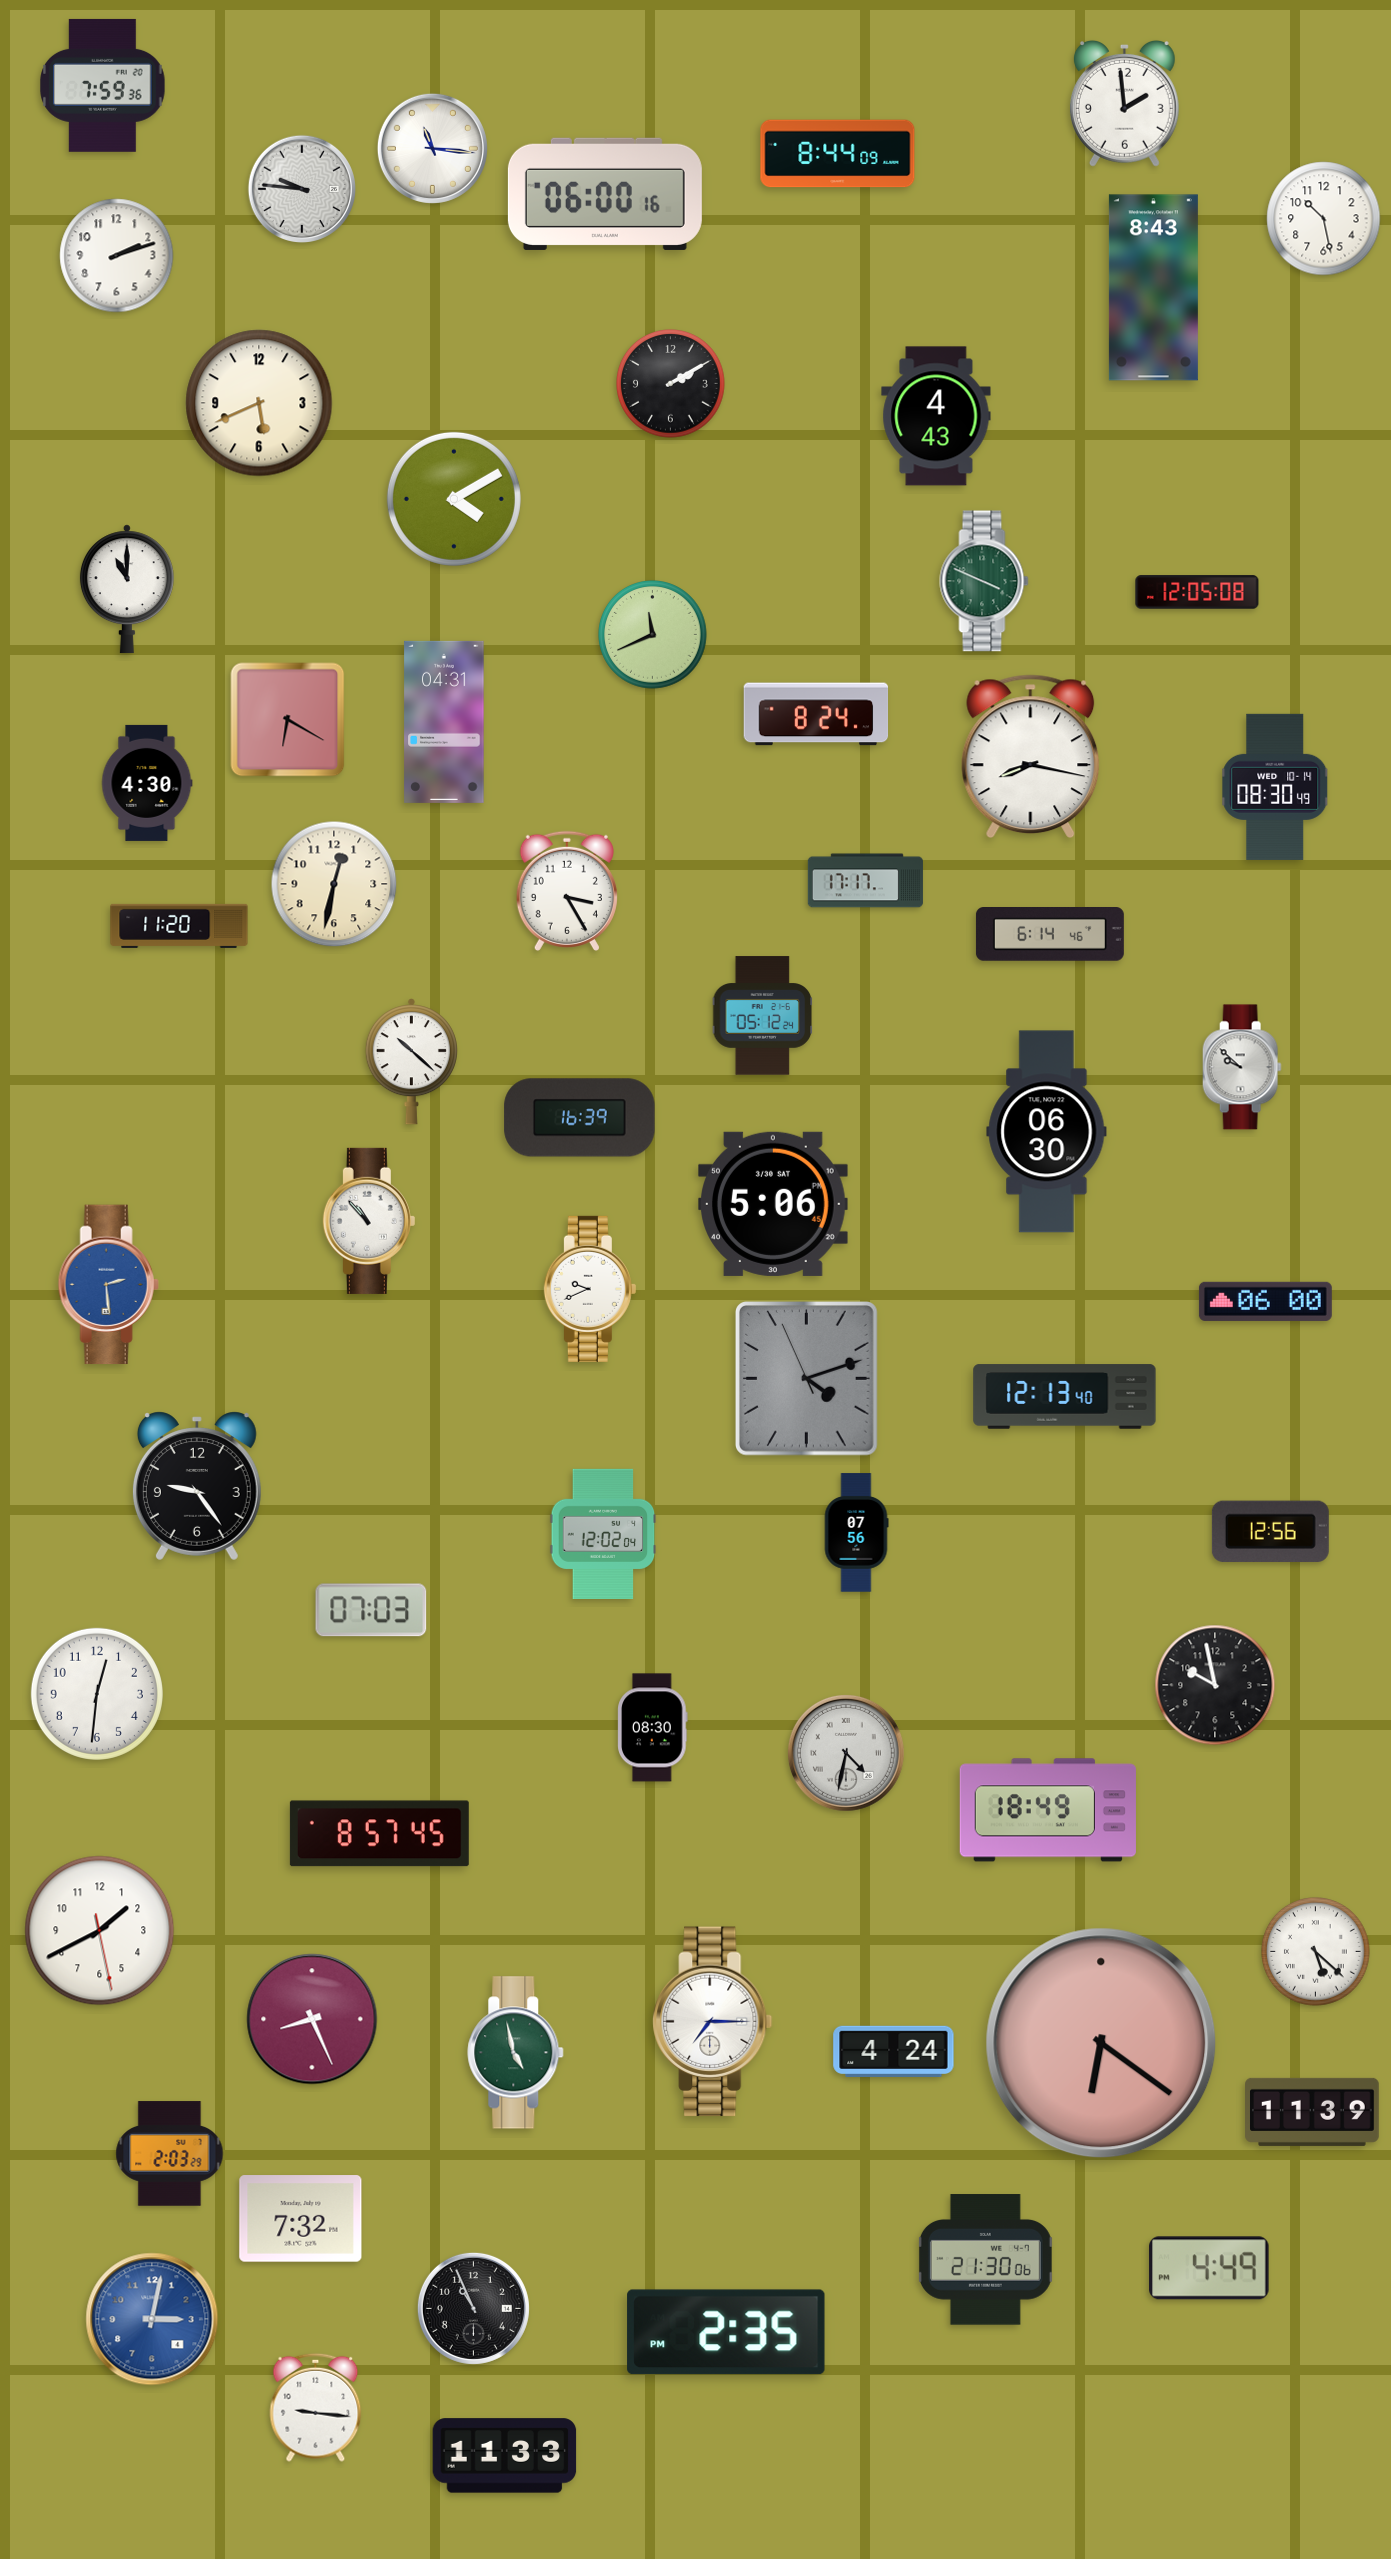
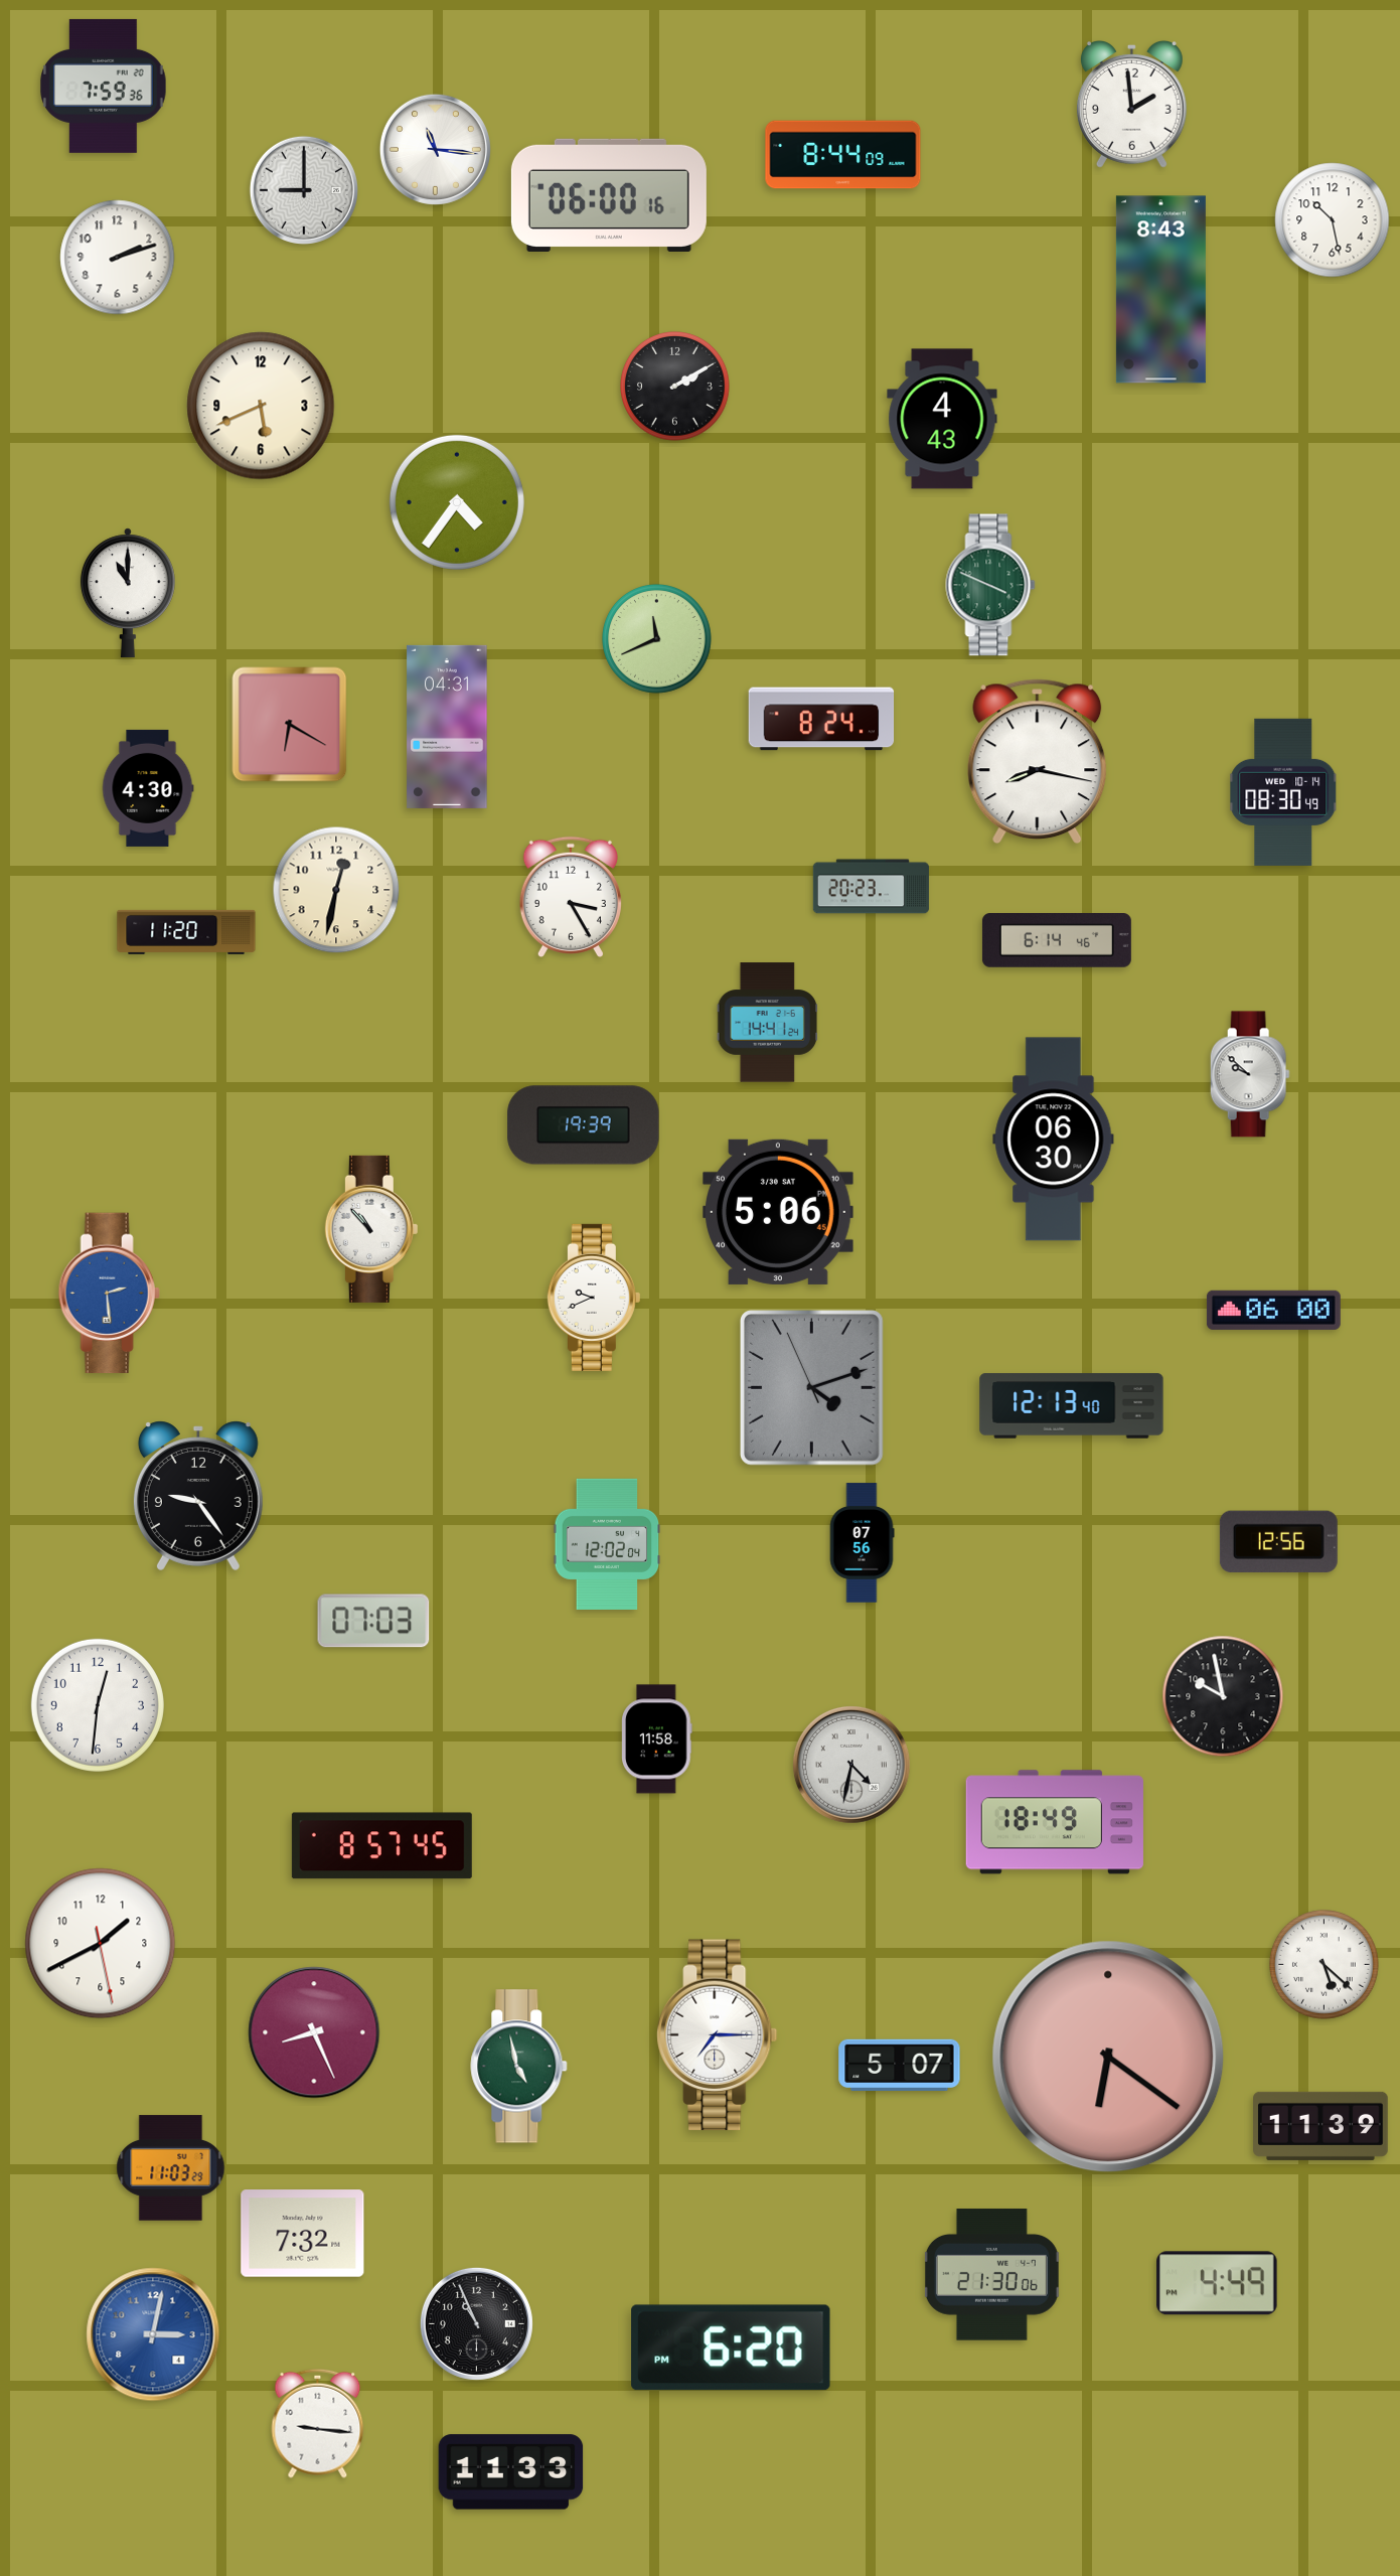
clock at (301, 188): 9:46 -> 9:00
clock at (454, 499): 4:10 -> 4:36
clock at (1197, 592): 12:05 -> none
clock at (865, 881): 17:17 -> 20:23
clock at (179, 926) position: (179, 926) -> (186, 932)
clock at (763, 1016): 05:12 -> 14:41
clock at (411, 1062): 10:22 -> none
clock at (580, 1118): 16:39 -> 19:39
clock at (653, 1728): 08:30 -> 11:58
clock at (894, 2052): 4:24 -> 5:07
clock at (170, 2154): 2:03 -> 11:03
clock at (726, 2332): 2:35 -> 6:20
clock at (505, 2456) position: (505, 2456) -> (511, 2472)
